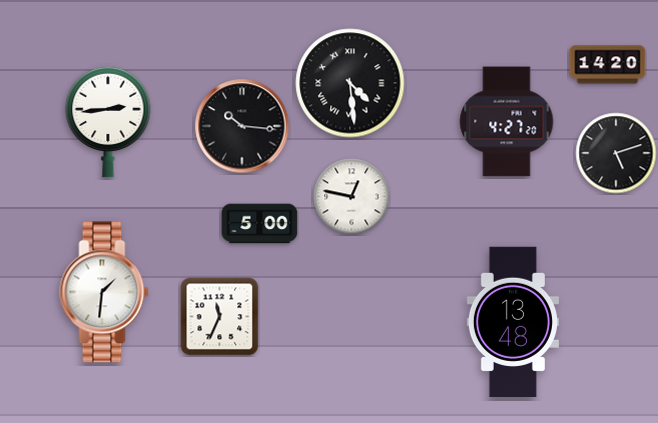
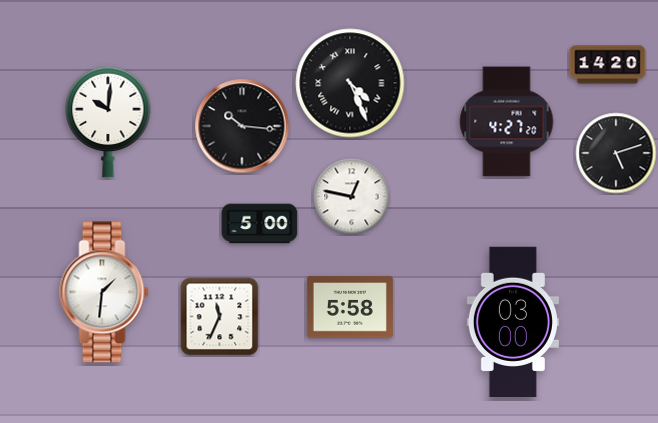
clock at (350, 83): 4:29 -> 4:26
clock at (108, 122): 2:44 -> 10:01
clock at (350, 307): none -> 5:58
clock at (513, 321): 13:48 -> 03:00
